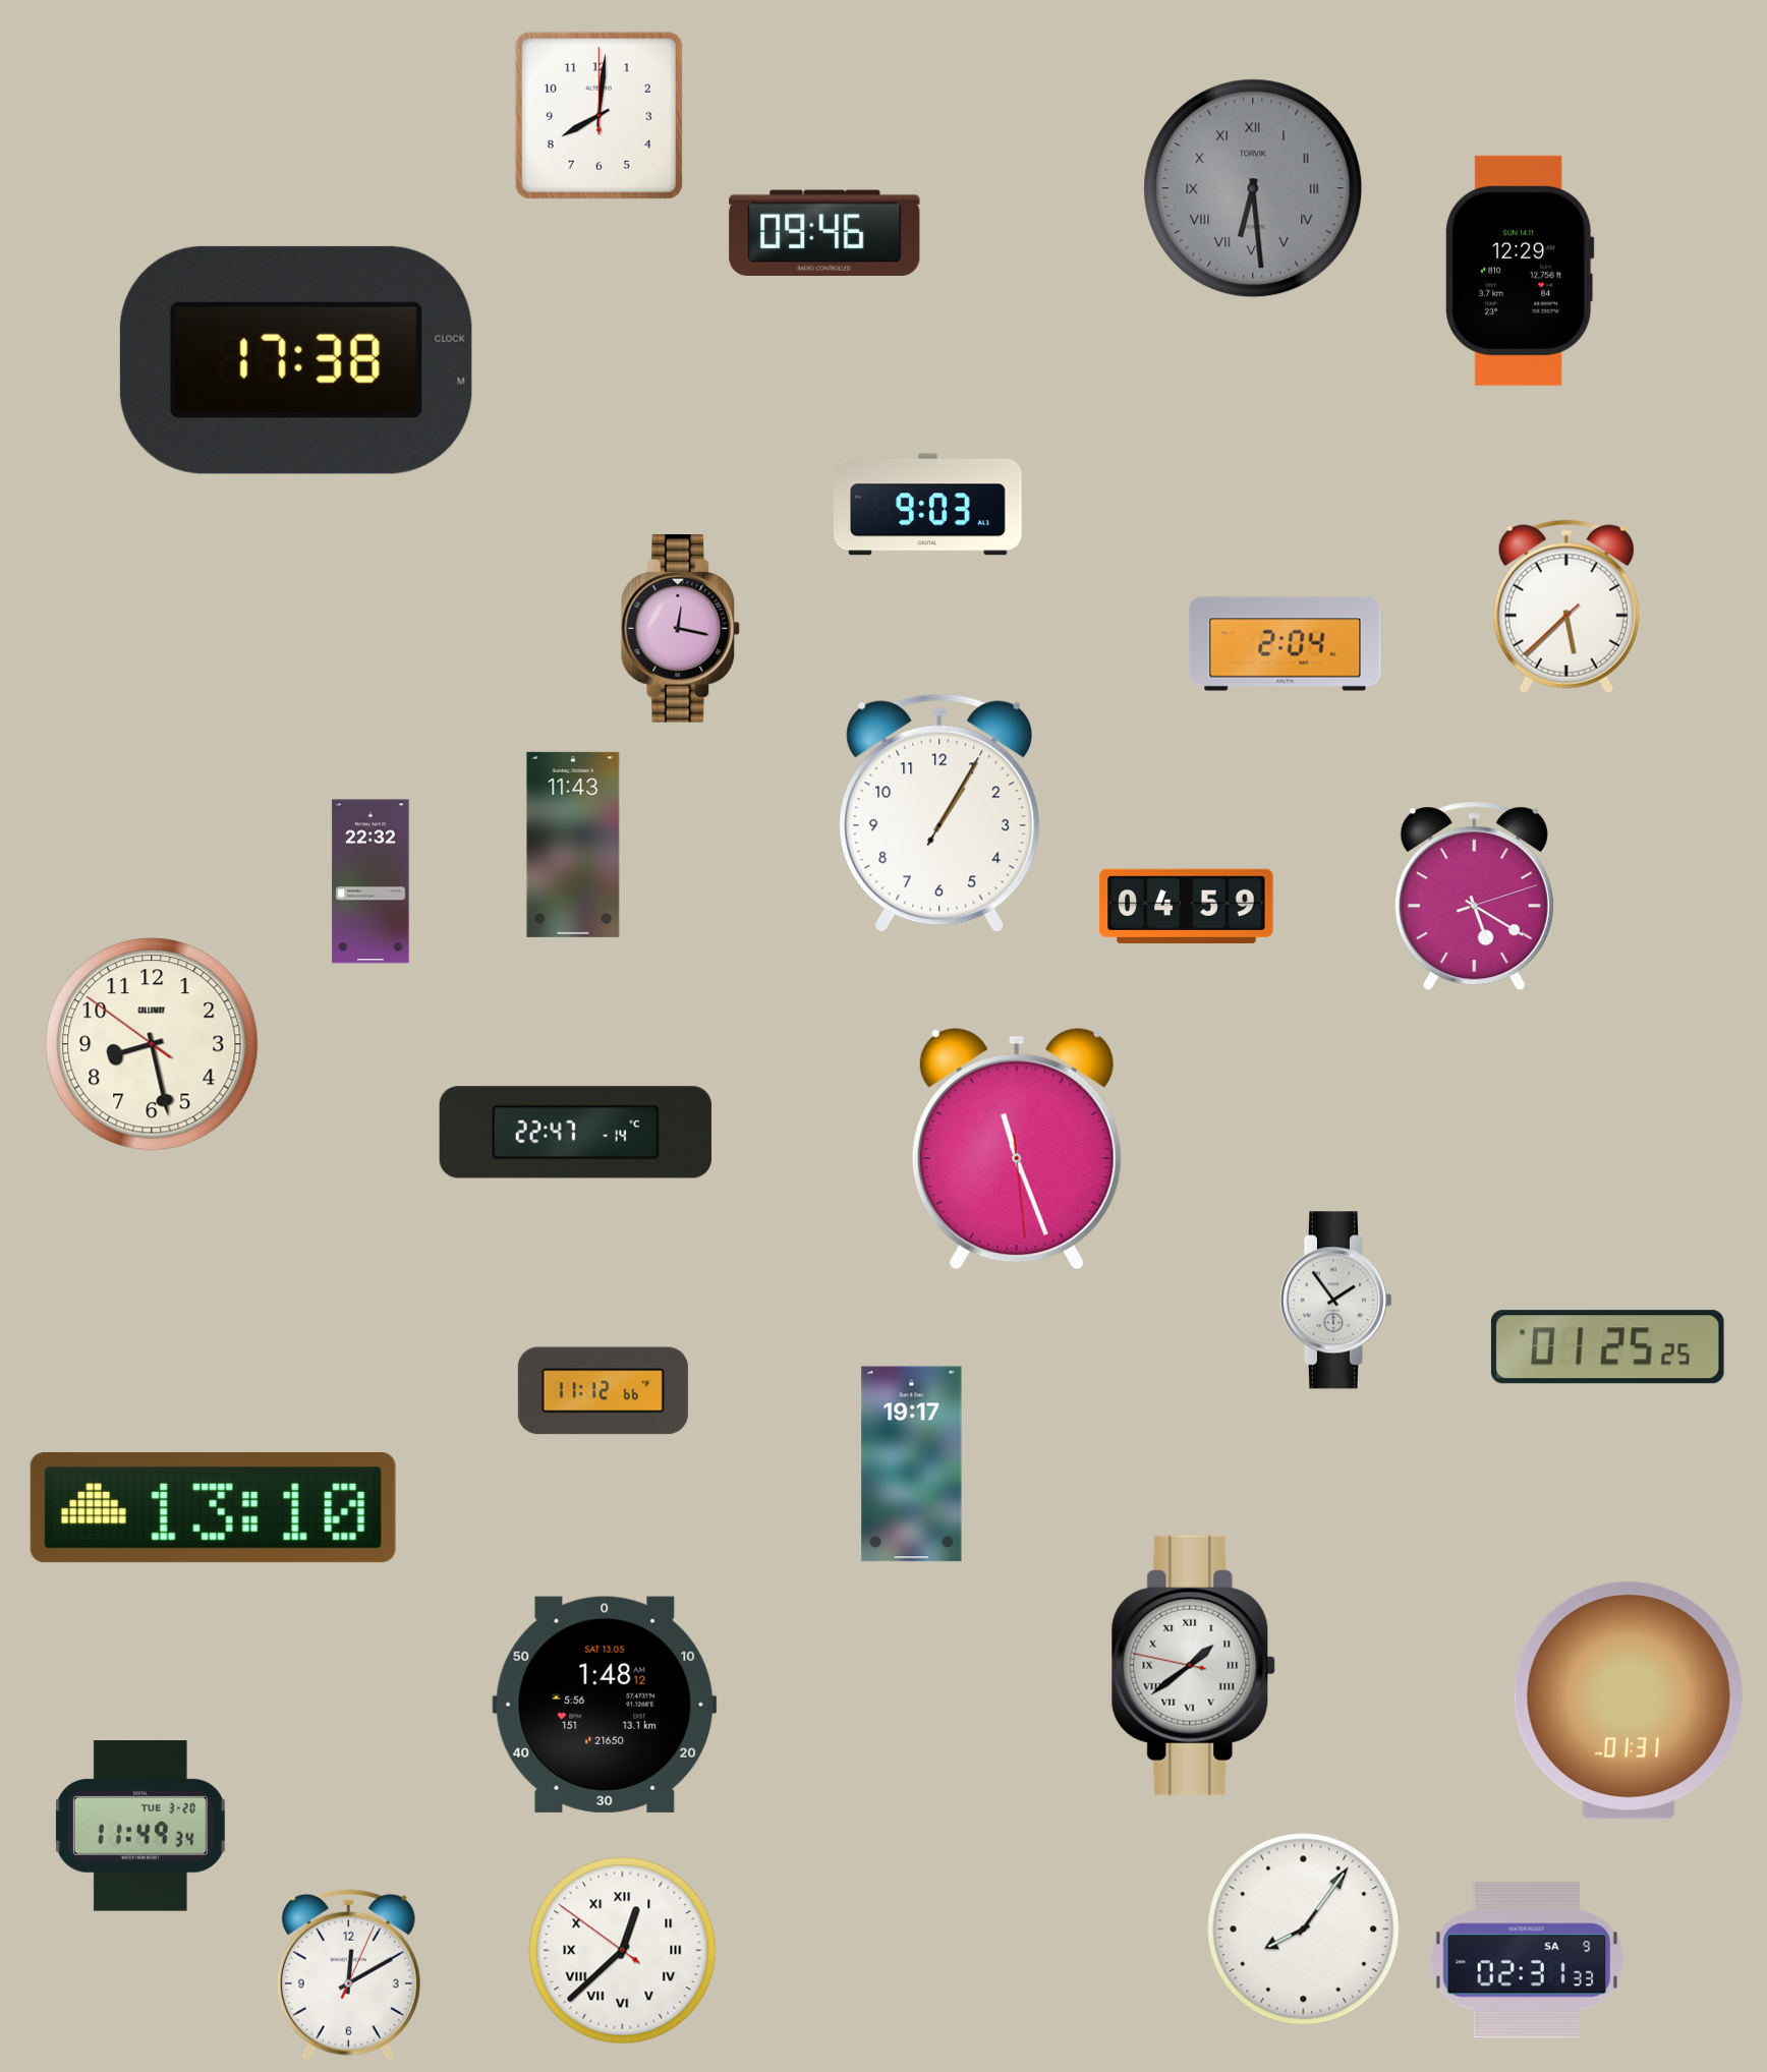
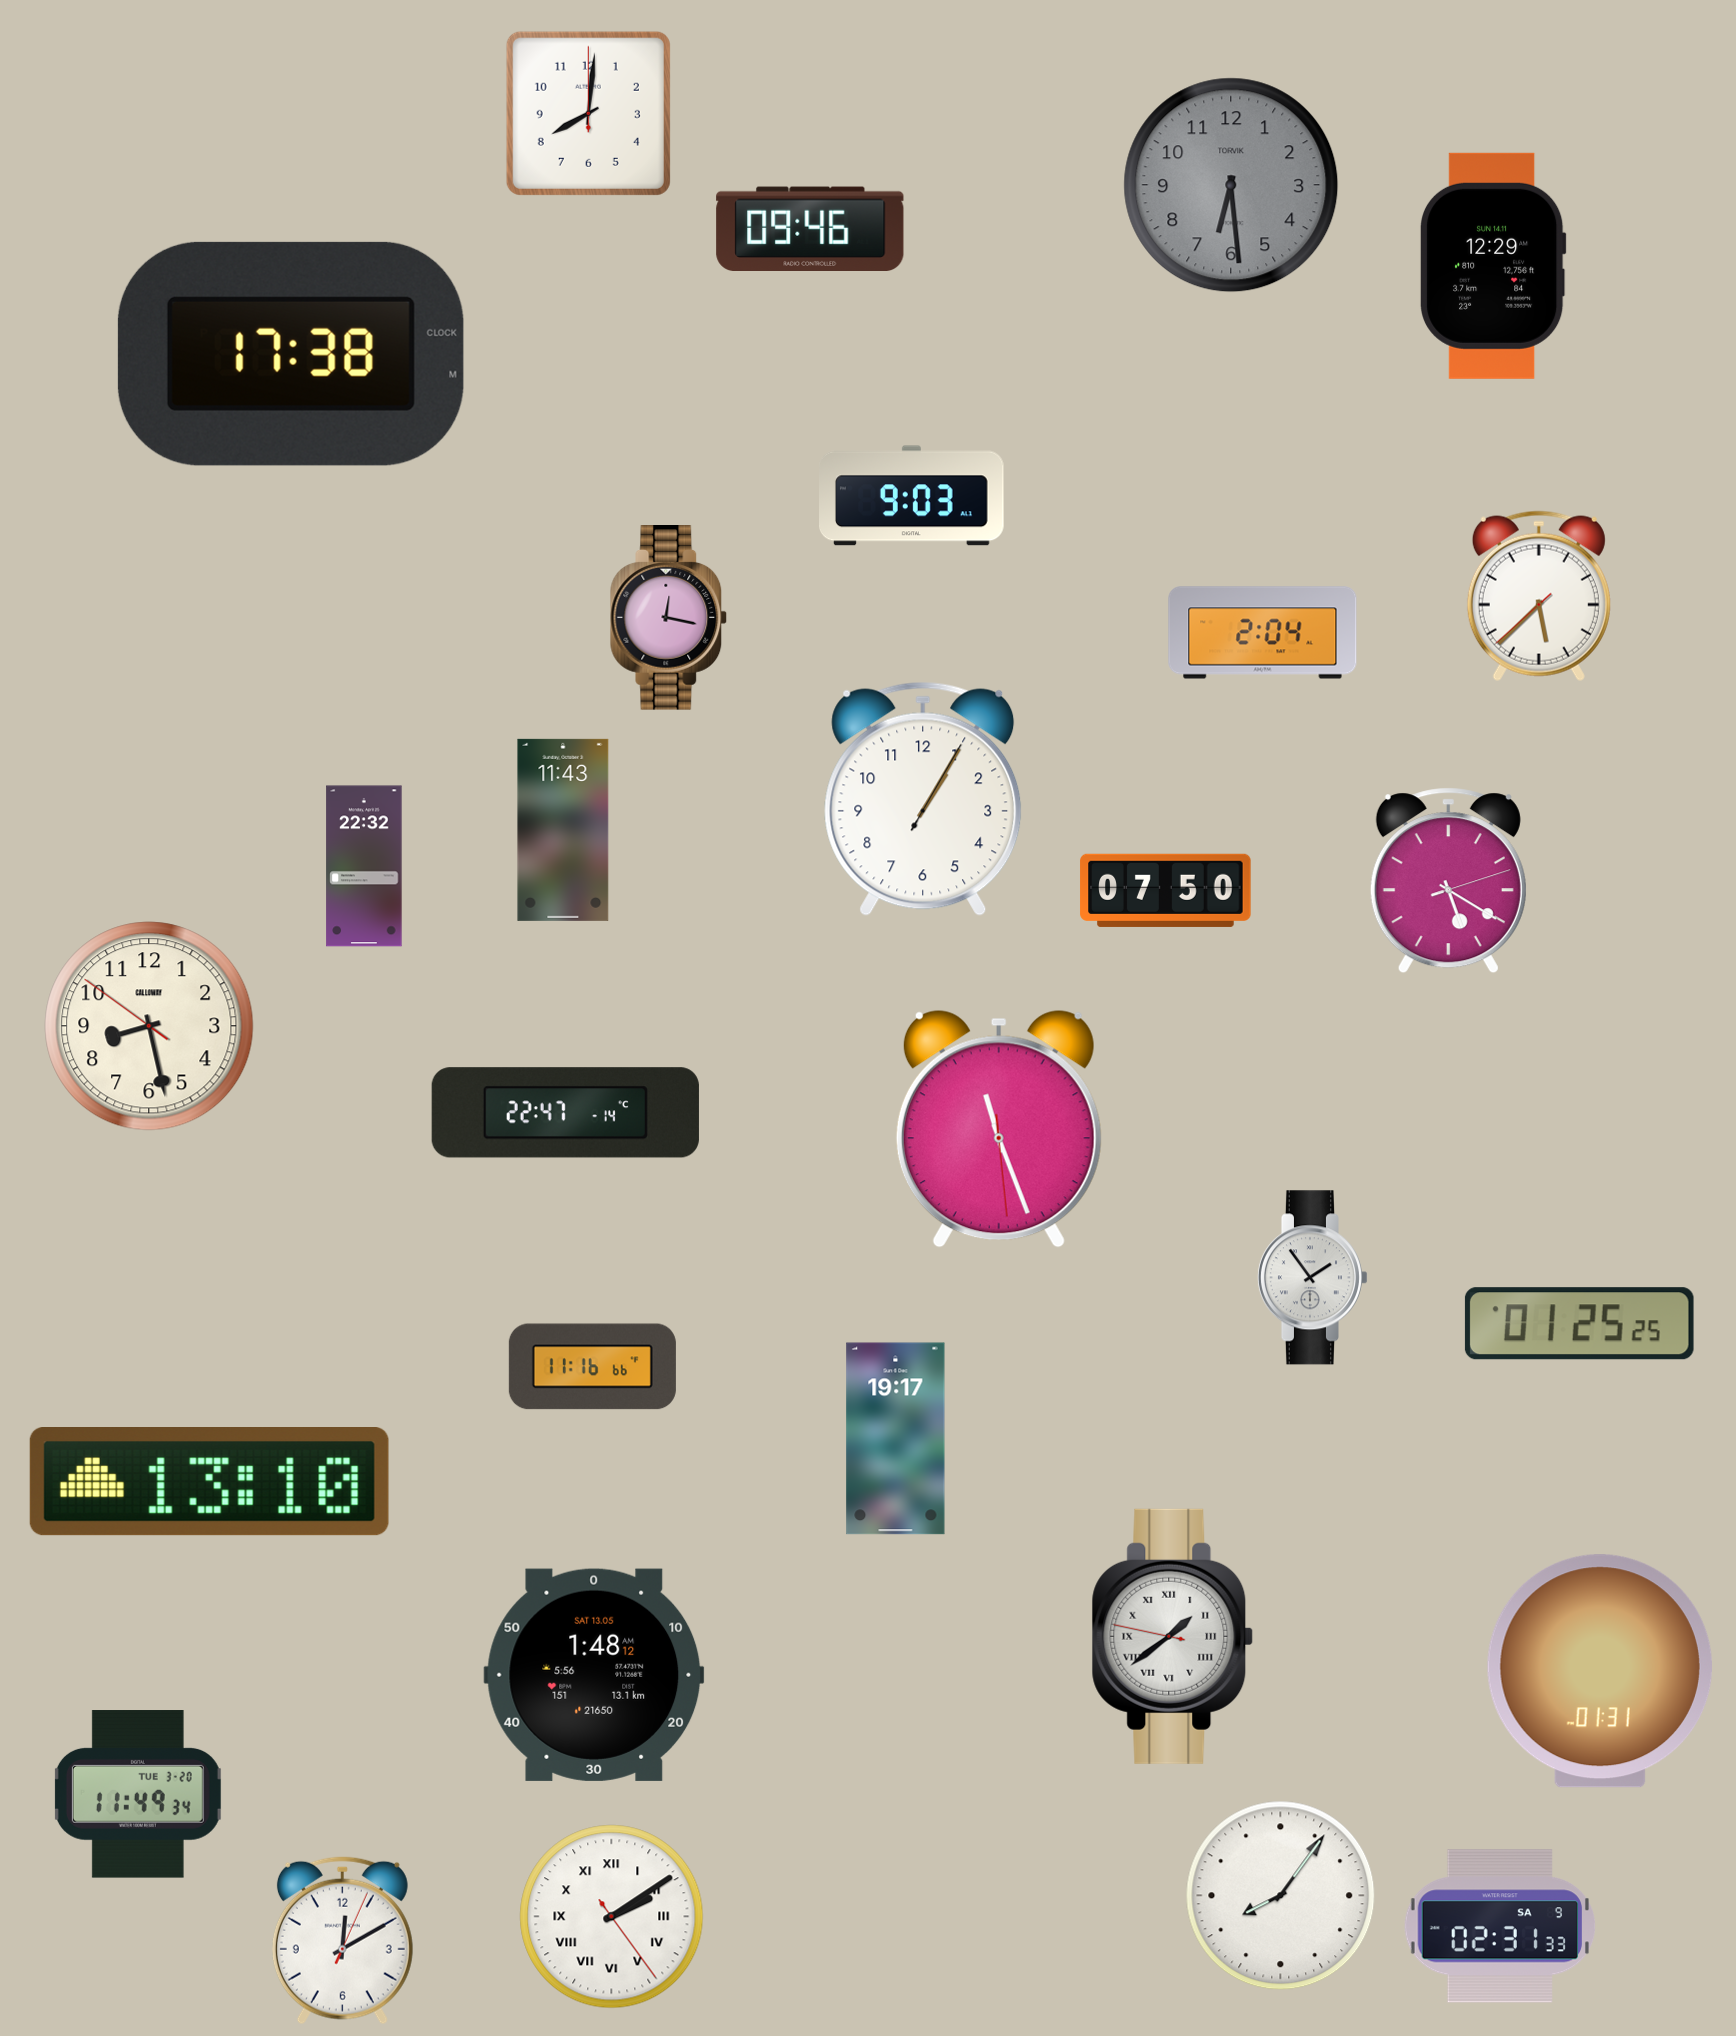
clock at (1253, 188) numerals: Roman -> Arabic
clock at (1187, 906): 04:59 -> 07:50
clock at (603, 1391): 11:12 -> 11:16
clock at (623, 1951): 12:37 -> 2:09
